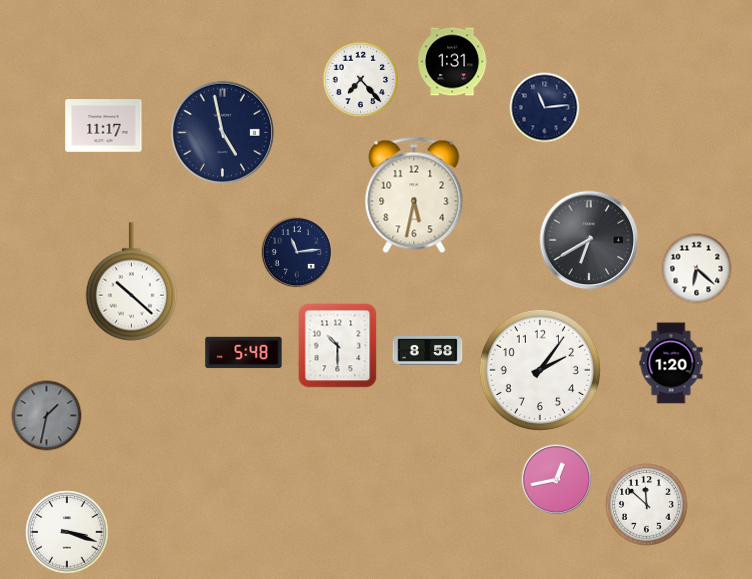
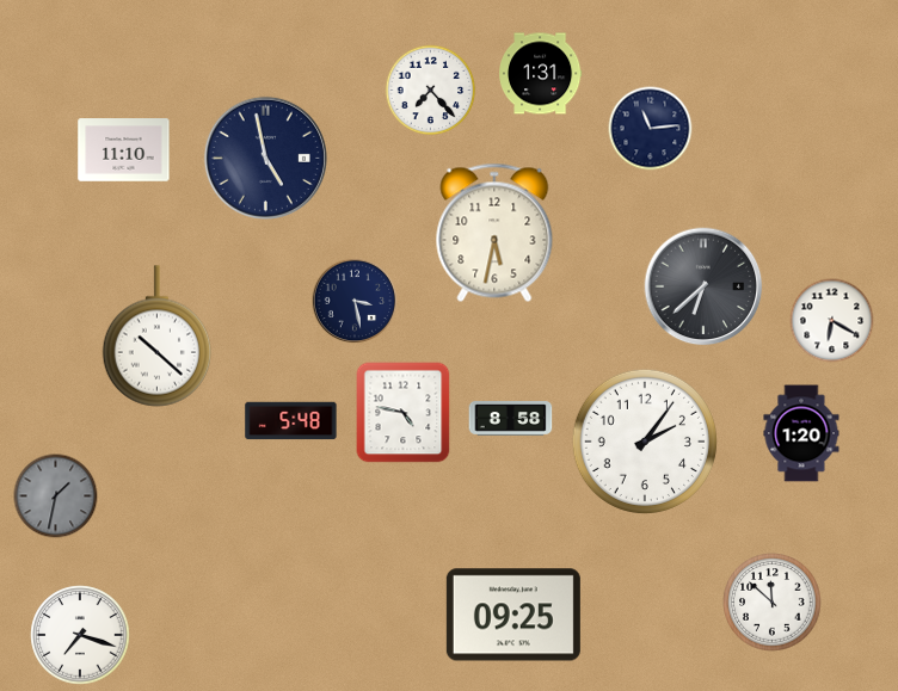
clock at (361, 80) position: (361, 80) -> (431, 91)
clock at (104, 126): 11:17 -> 11:10
clock at (589, 240): 6:40 -> 6:38
clock at (297, 252): 11:14 -> 3:28
clock at (697, 269): 6:22 -> 6:20
clock at (338, 346): 10:30 -> 4:47
clock at (557, 480): 12:43 -> none
clock at (513, 615): none -> 09:25
clock at (67, 532): 3:18 -> 7:18
